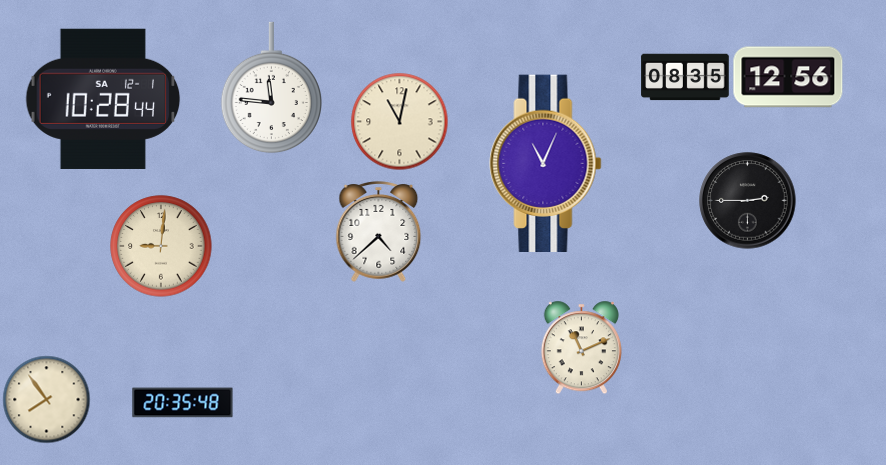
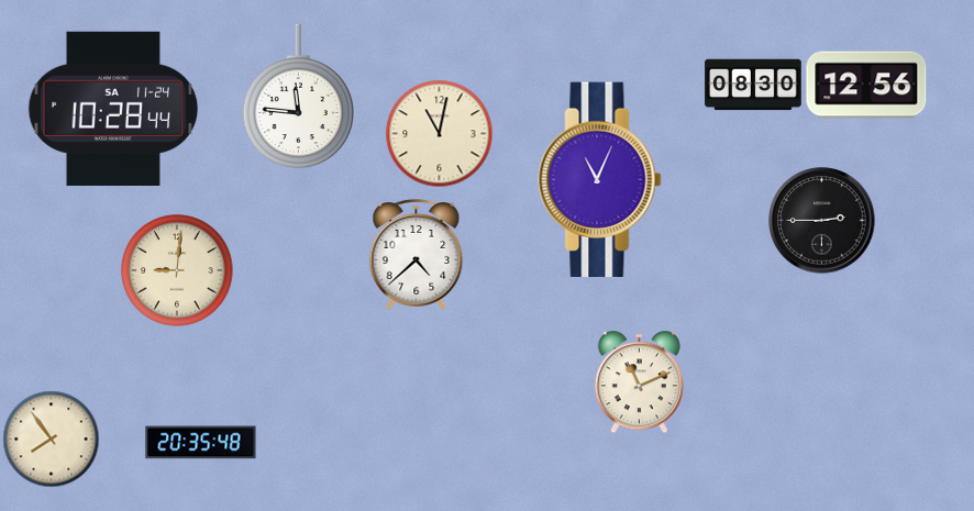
clock at (685, 77): 08:35 -> 08:30
clock at (103, 99) date: SA 12-1 -> SA 11-24
